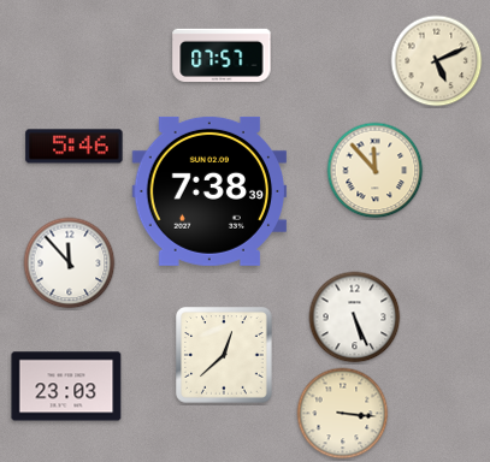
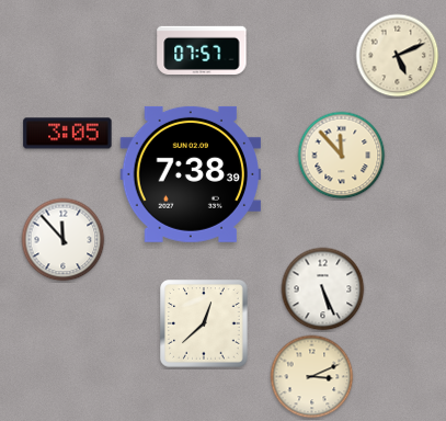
clock at (75, 147): 5:46 -> 3:05
clock at (66, 386): 23:03 -> none
clock at (343, 414): 3:16 -> 3:11
